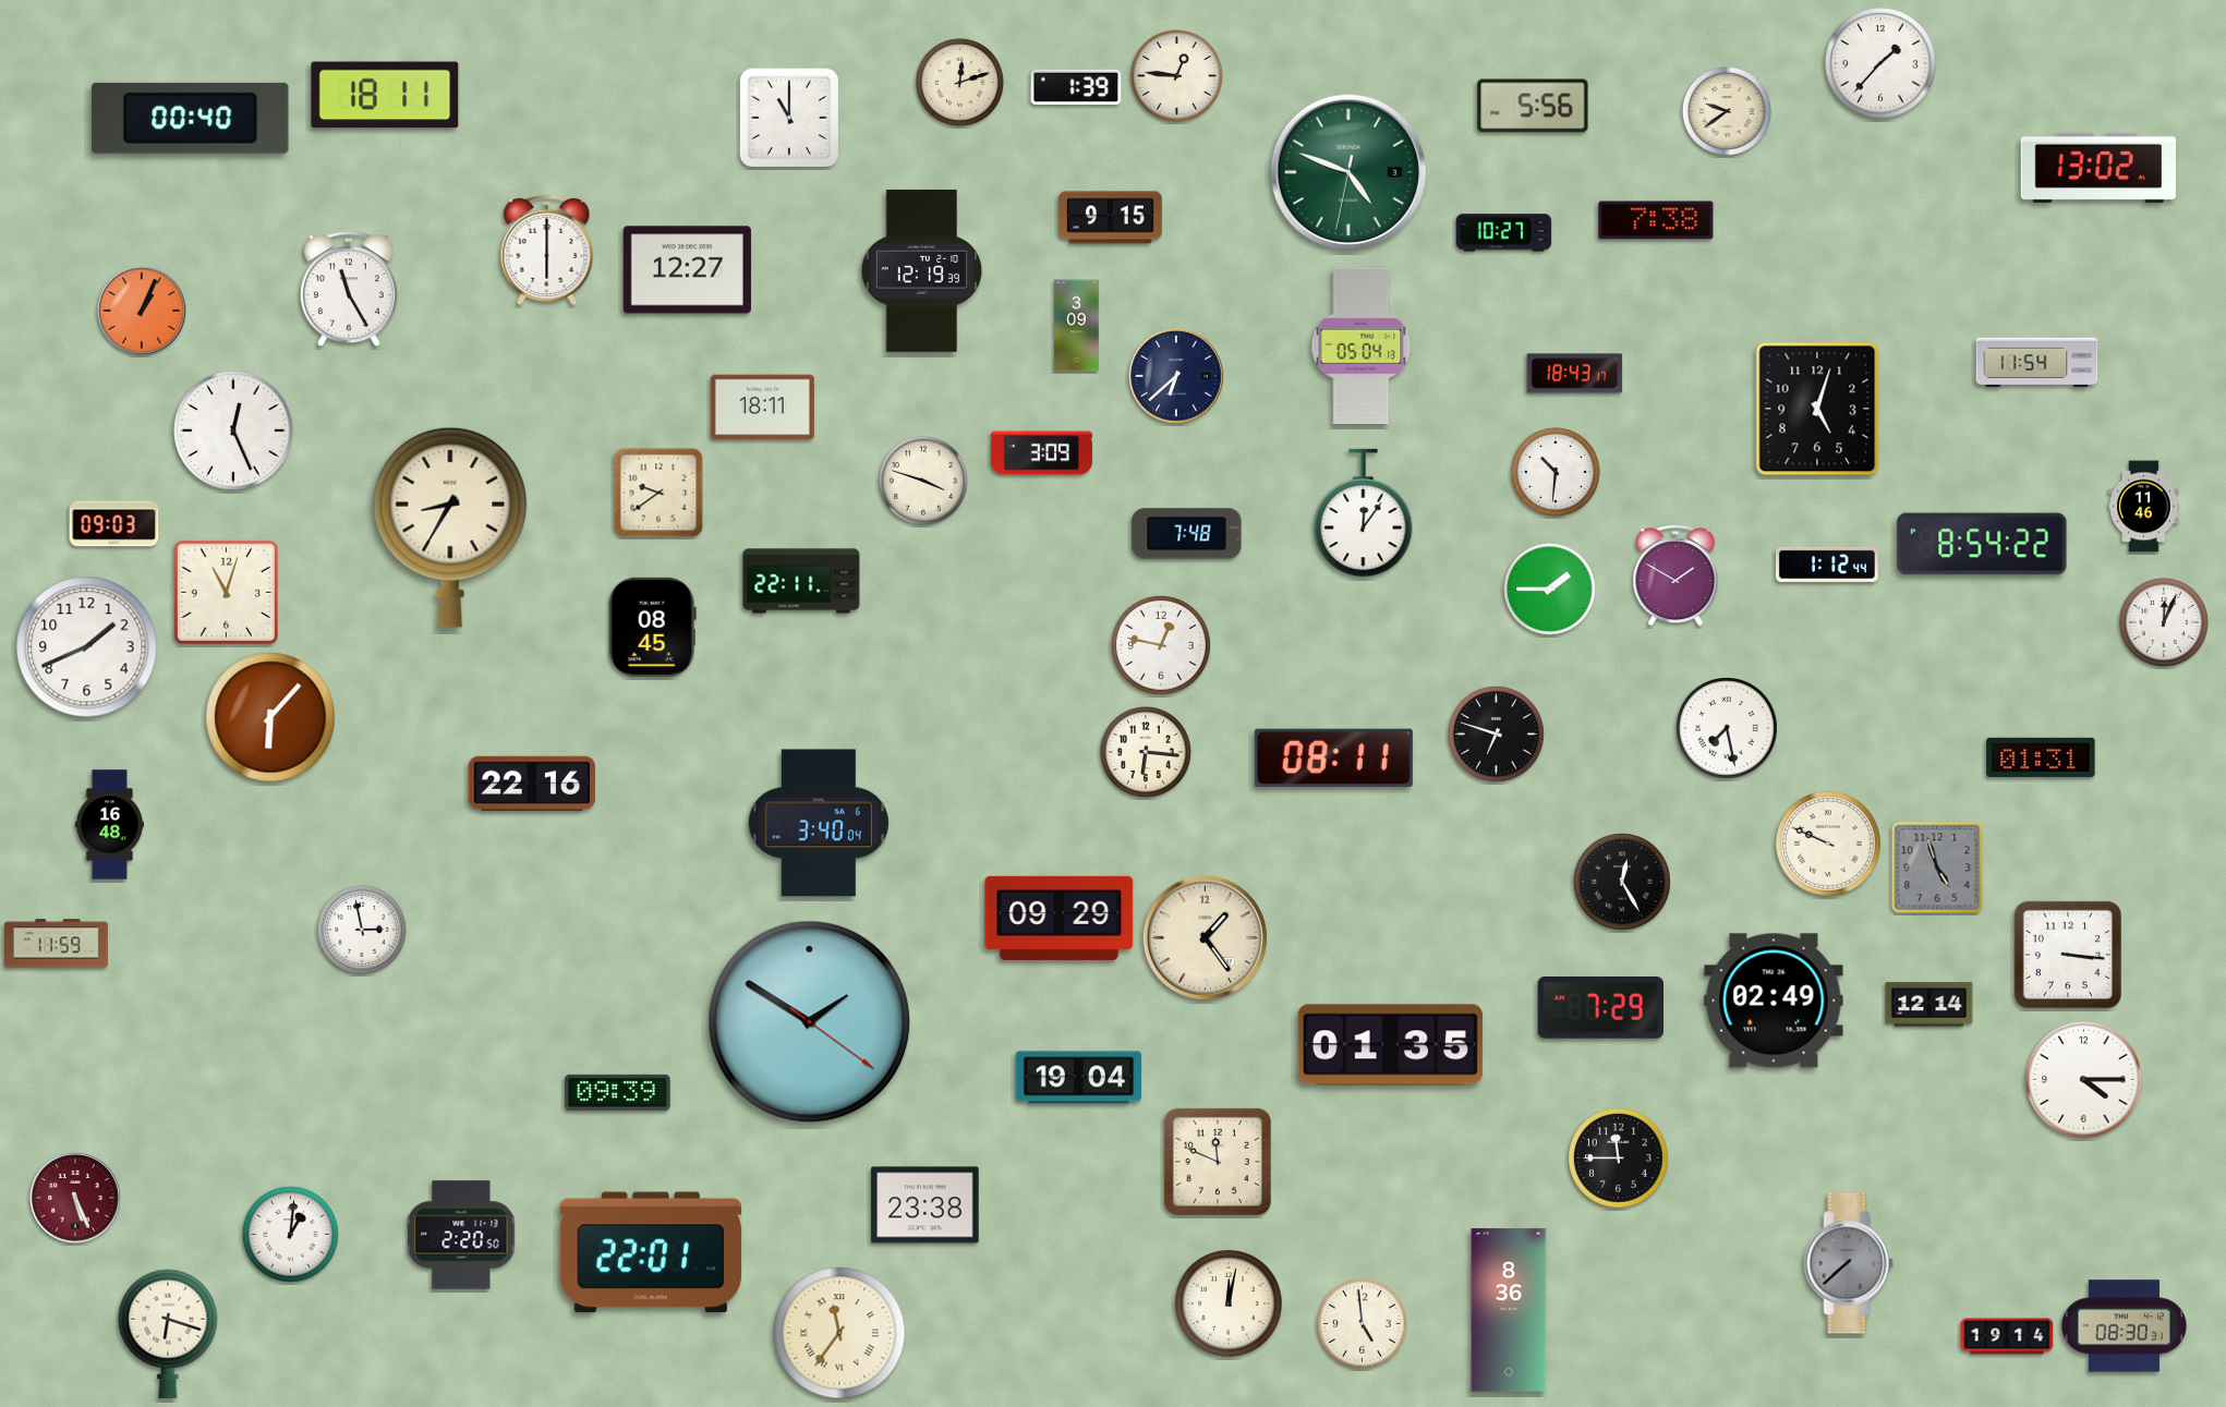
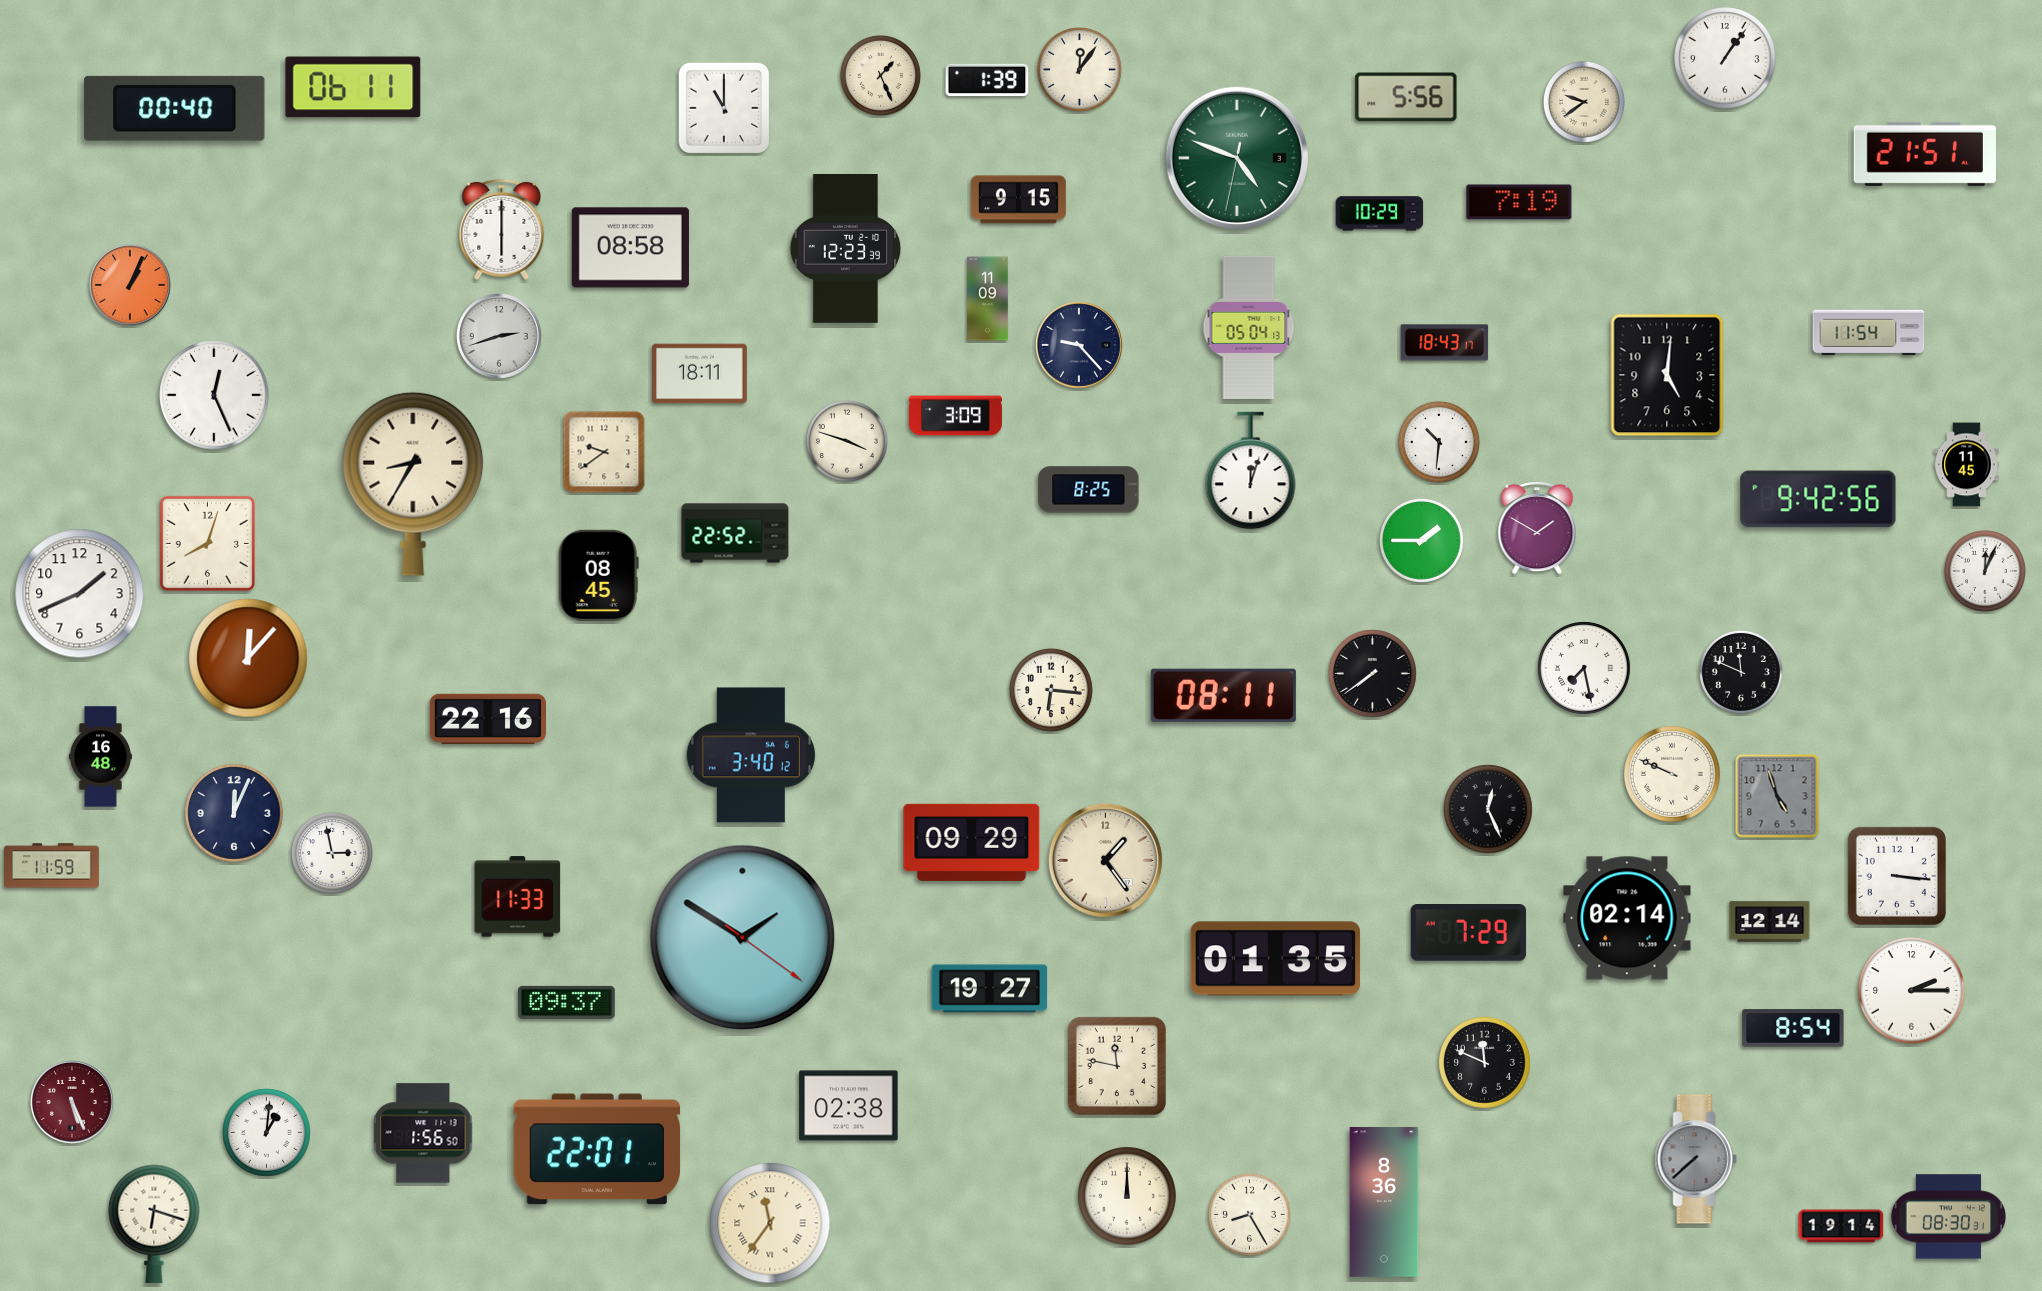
clock at (1880, 63): 1:37 -> 1:06
clock at (1176, 75): 12:46 -> 12:06
clock at (959, 82): 12:12 -> 1:26
clock at (385, 95): 18:11 -> 06:11
clock at (2098, 168): 13:02 -> 21:51
clock at (1656, 220): 7:38 -> 7:19
clock at (1504, 233): 10:27 -> 10:29
clock at (687, 270): 12:27 -> 08:58
clock at (922, 271): 12:19 -> 12:23
clock at (349, 290): 11:25 -> none
clock at (1077, 326): 3:09 -> 11:09
clock at (1362, 345) position: (1362, 345) -> (1249, 327)
clock at (500, 337): none -> 2:42
clock at (1177, 377): 6:38 -> 9:23
clock at (1817, 409): 5:03 -> 5:01
clock at (1556, 472) position: (1556, 472) -> (1439, 442)
clock at (2144, 507): 11:46 -> 11:45
clock at (1364, 513): 12:06 -> 12:03
clock at (114, 524): 09:03 -> none
clock at (1187, 534): 7:48 -> 8:25
clock at (1982, 544): 8:54 -> 9:42
clock at (1827, 565): 1:12 -> none
clock at (801, 581): 22:11 -> 22:52
clock at (226, 592): 11:03 -> 8:03
clock at (1162, 646): 12:47 -> none
clock at (270, 717): 6:07 -> 12:07
clock at (1741, 672): none -> 11:49
clock at (1497, 735): 6:48 -> 7:39
clock at (2041, 757): 01:31 -> none
clock at (819, 823): 3:40:04 -> 3:40:12
clock at (1828, 844) position: (1828, 844) -> (1672, 774)
clock at (1623, 883): 12:25 -> 12:26
clock at (234, 813): none -> 12:04
clock at (518, 897): none -> 11:33
clock at (1774, 1000): 02:49 -> 02:14
clock at (1600, 1008) position: (1600, 1008) -> (1468, 933)
clock at (1079, 1078): 19:04 -> 19:27
clock at (2084, 1080): 4:15 -> 2:15
clock at (618, 1092): 09:39 -> 09:37
clock at (1793, 1028): none -> 8:54
clock at (1619, 1159): 11:45 -> 11:49
clock at (1218, 1162): 11:49 -> 11:47
clock at (75, 1198) position: (75, 1198) -> (72, 1102)
clock at (926, 1205): 23:38 -> 02:38
clock at (461, 1235): 2:20 -> 1:56
clock at (1229, 1303): 12:02 -> 12:00
clock at (1362, 1323): 4:59 -> 8:25
